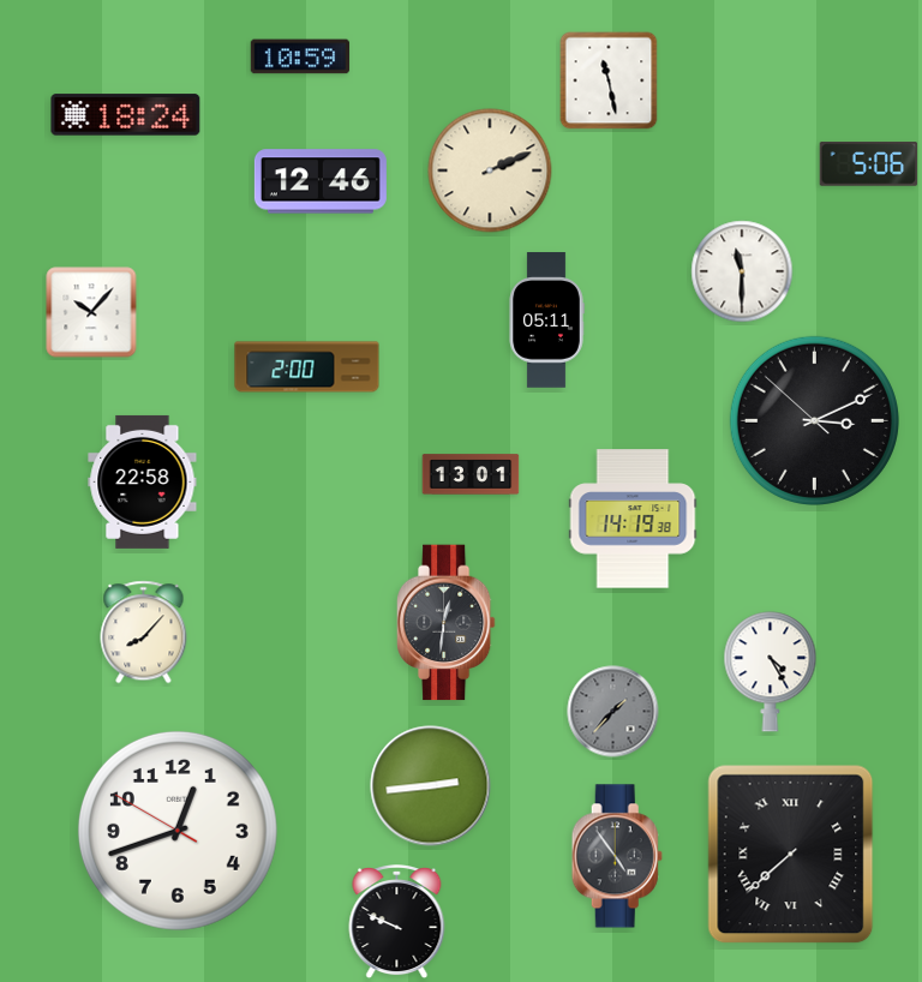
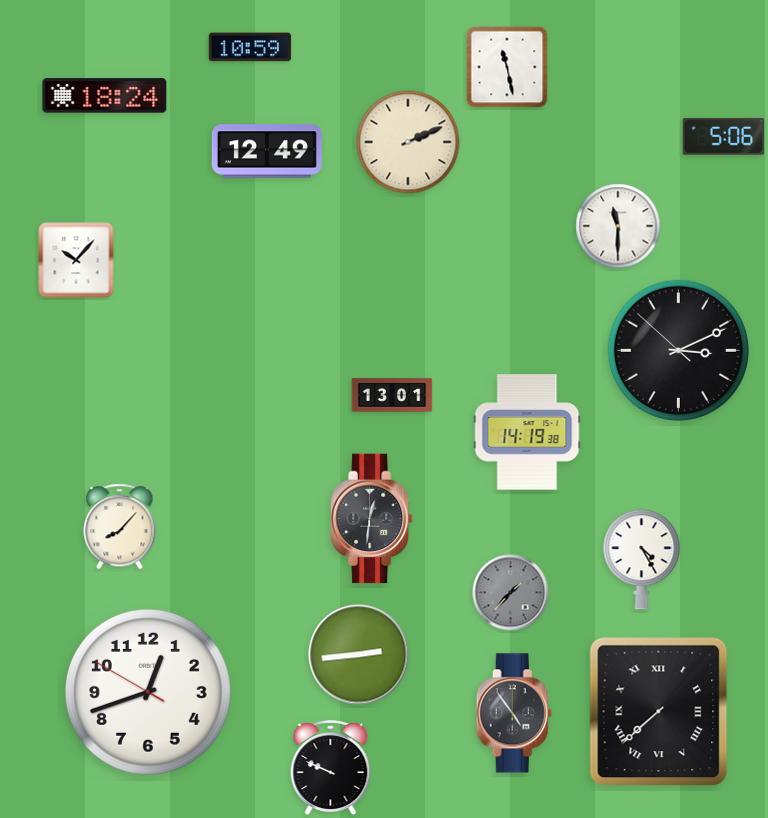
clock at (321, 181): 12:46 -> 12:49
clock at (546, 321): 05:11 -> none
clock at (307, 367): 2:00 -> none
clock at (143, 481): 22:58 -> none
